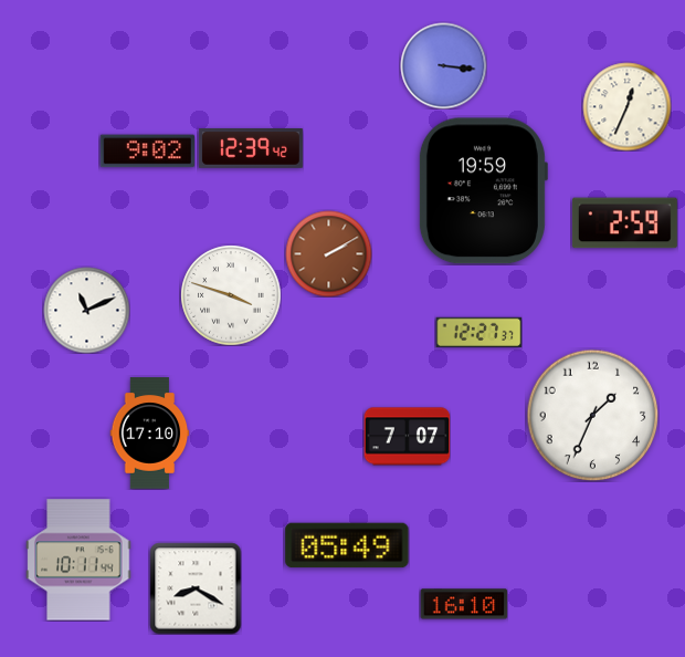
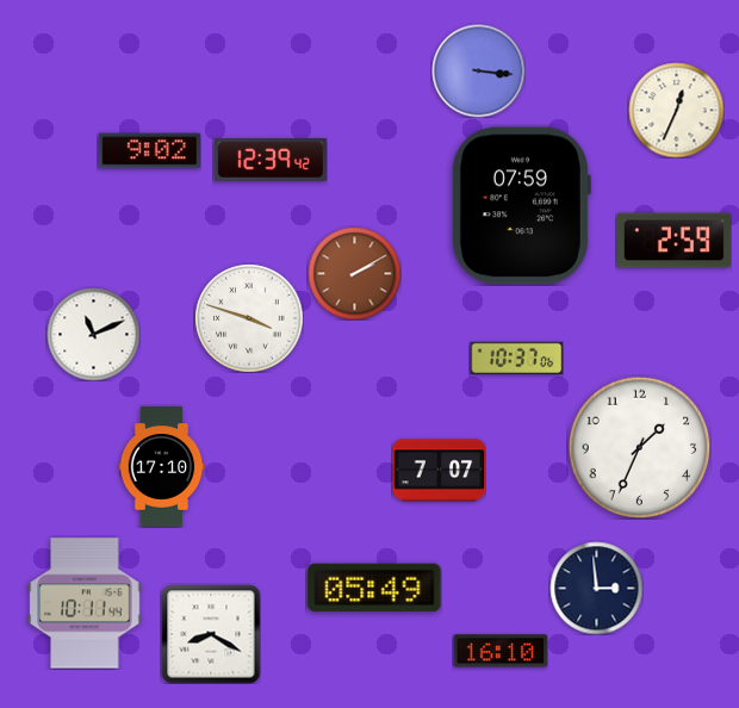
clock at (626, 106) position: (626, 106) -> (676, 110)
clock at (147, 152) position: (147, 152) -> (149, 151)
clock at (483, 191): 19:59 -> 07:59
clock at (478, 332): 12:27 -> 10:37
clock at (596, 588): none -> 2:59
